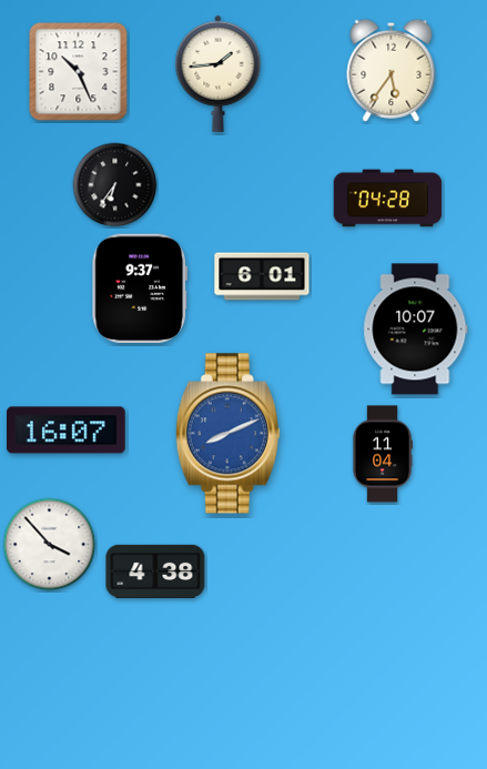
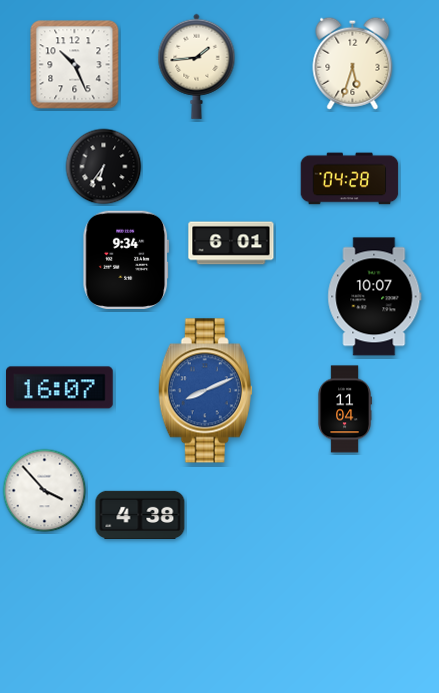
clock at (392, 70): 5:36 -> 5:33
clock at (79, 72) position: (79, 72) -> (75, 65)
clock at (262, 276) position: (262, 276) -> (231, 243)
clock at (140, 287): 9:37 -> 9:34
